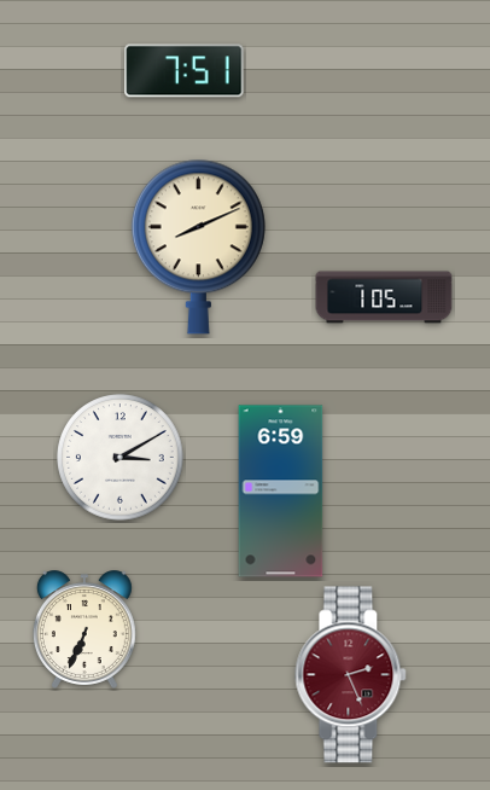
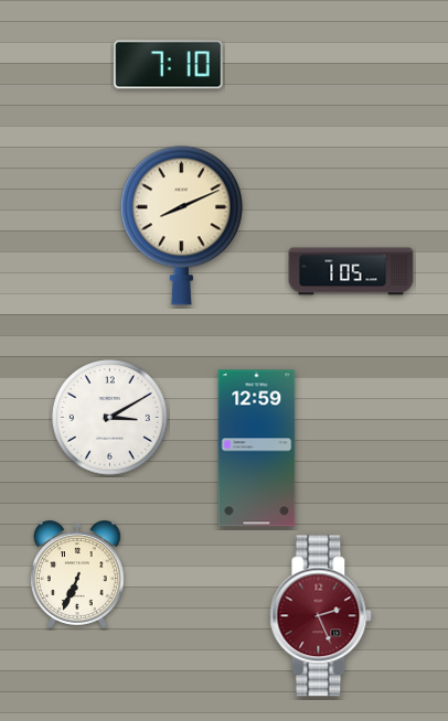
clock at (185, 71): 7:51 -> 7:10
clock at (281, 492): 6:59 -> 12:59
